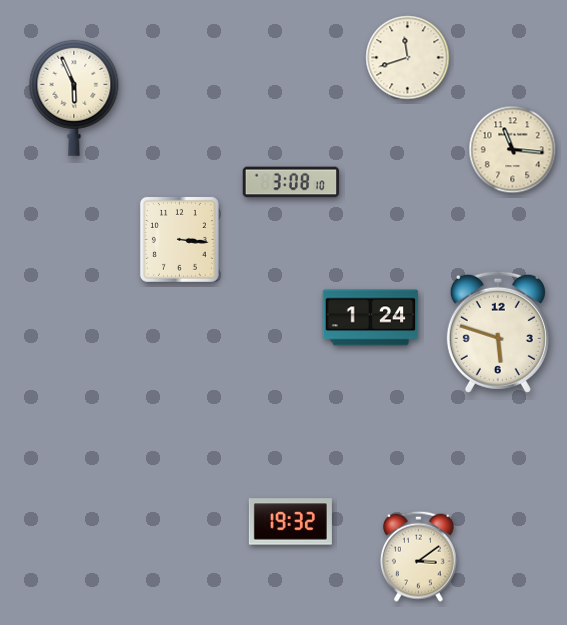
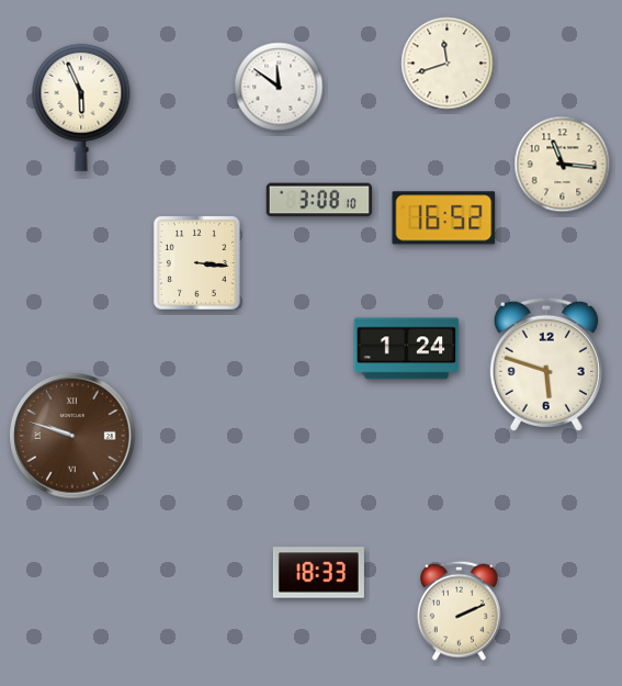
clock at (279, 87): none -> 11:51
clock at (444, 218): none -> 16:52
clock at (72, 436): none -> 9:48
clock at (290, 522): 19:32 -> 18:33
clock at (418, 556): 3:09 -> 2:11
